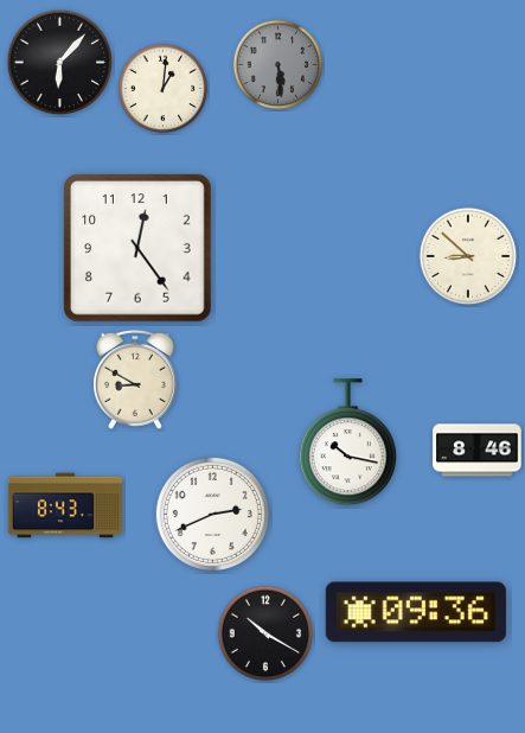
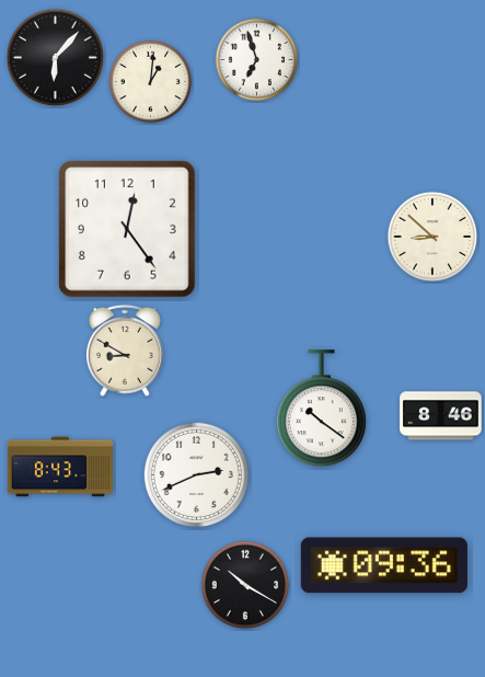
clock at (278, 65): 5:29 -> 6:57
clock at (278, 65) dial: grey -> white
clock at (347, 442): 10:17 -> 10:21
